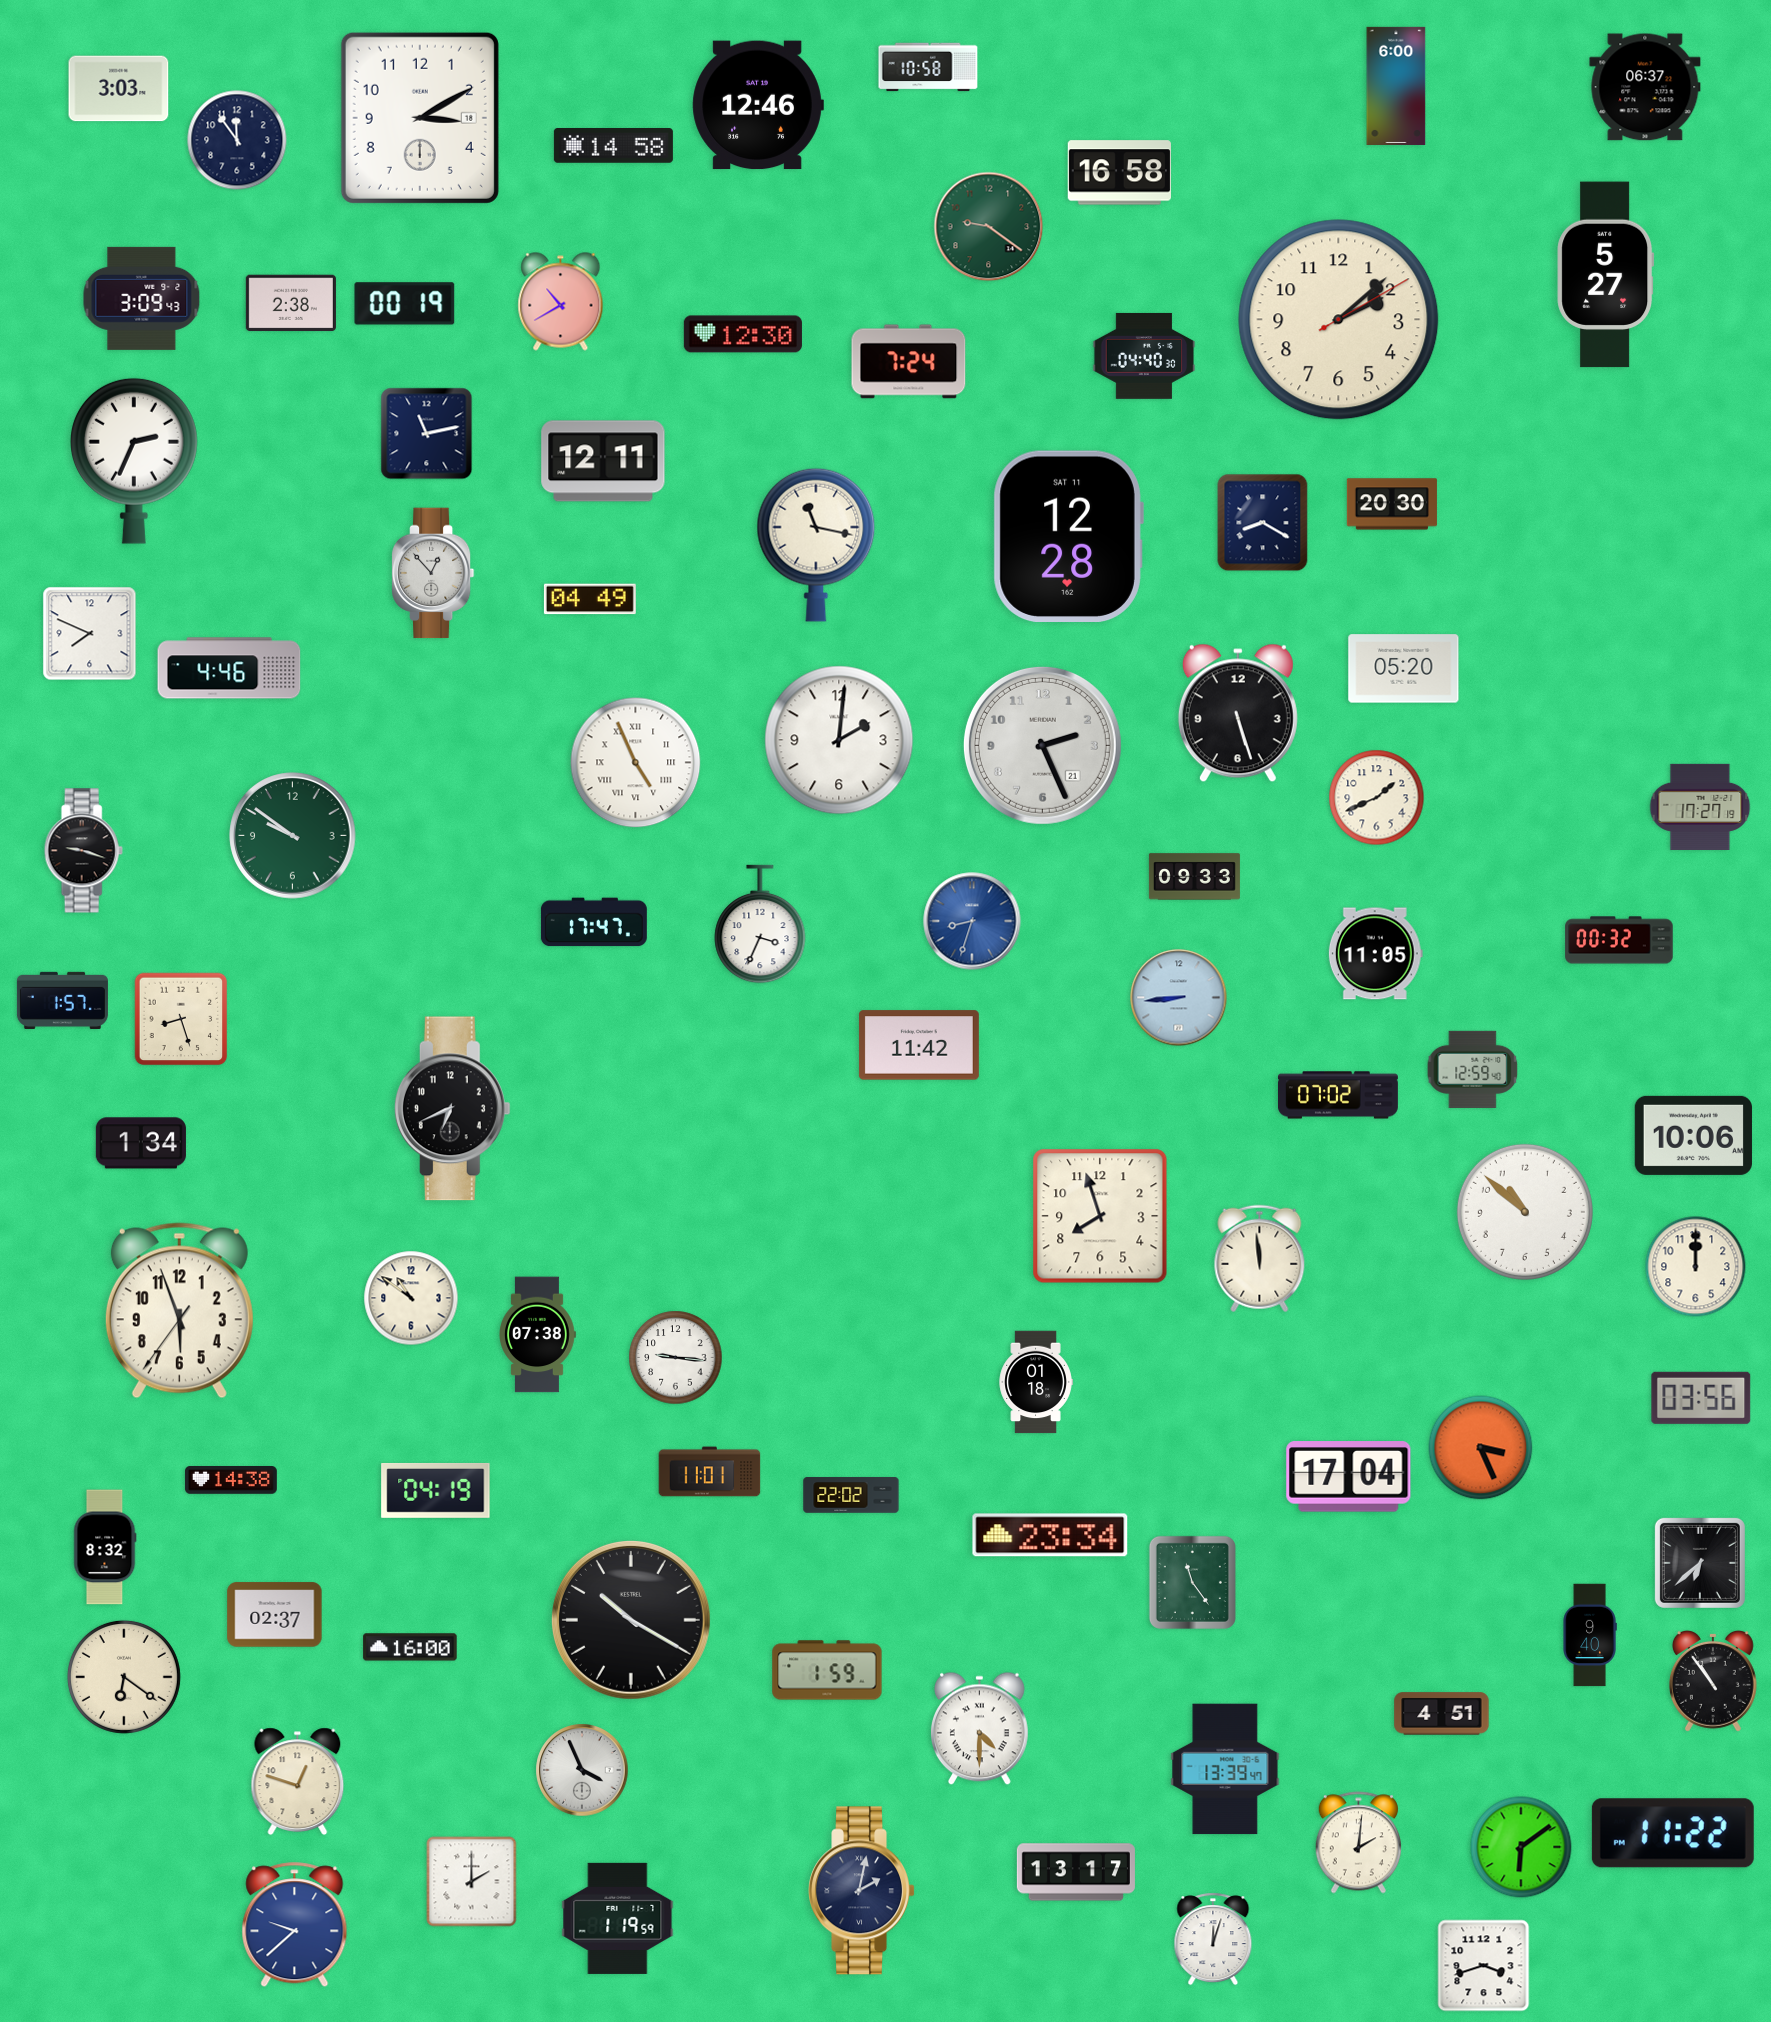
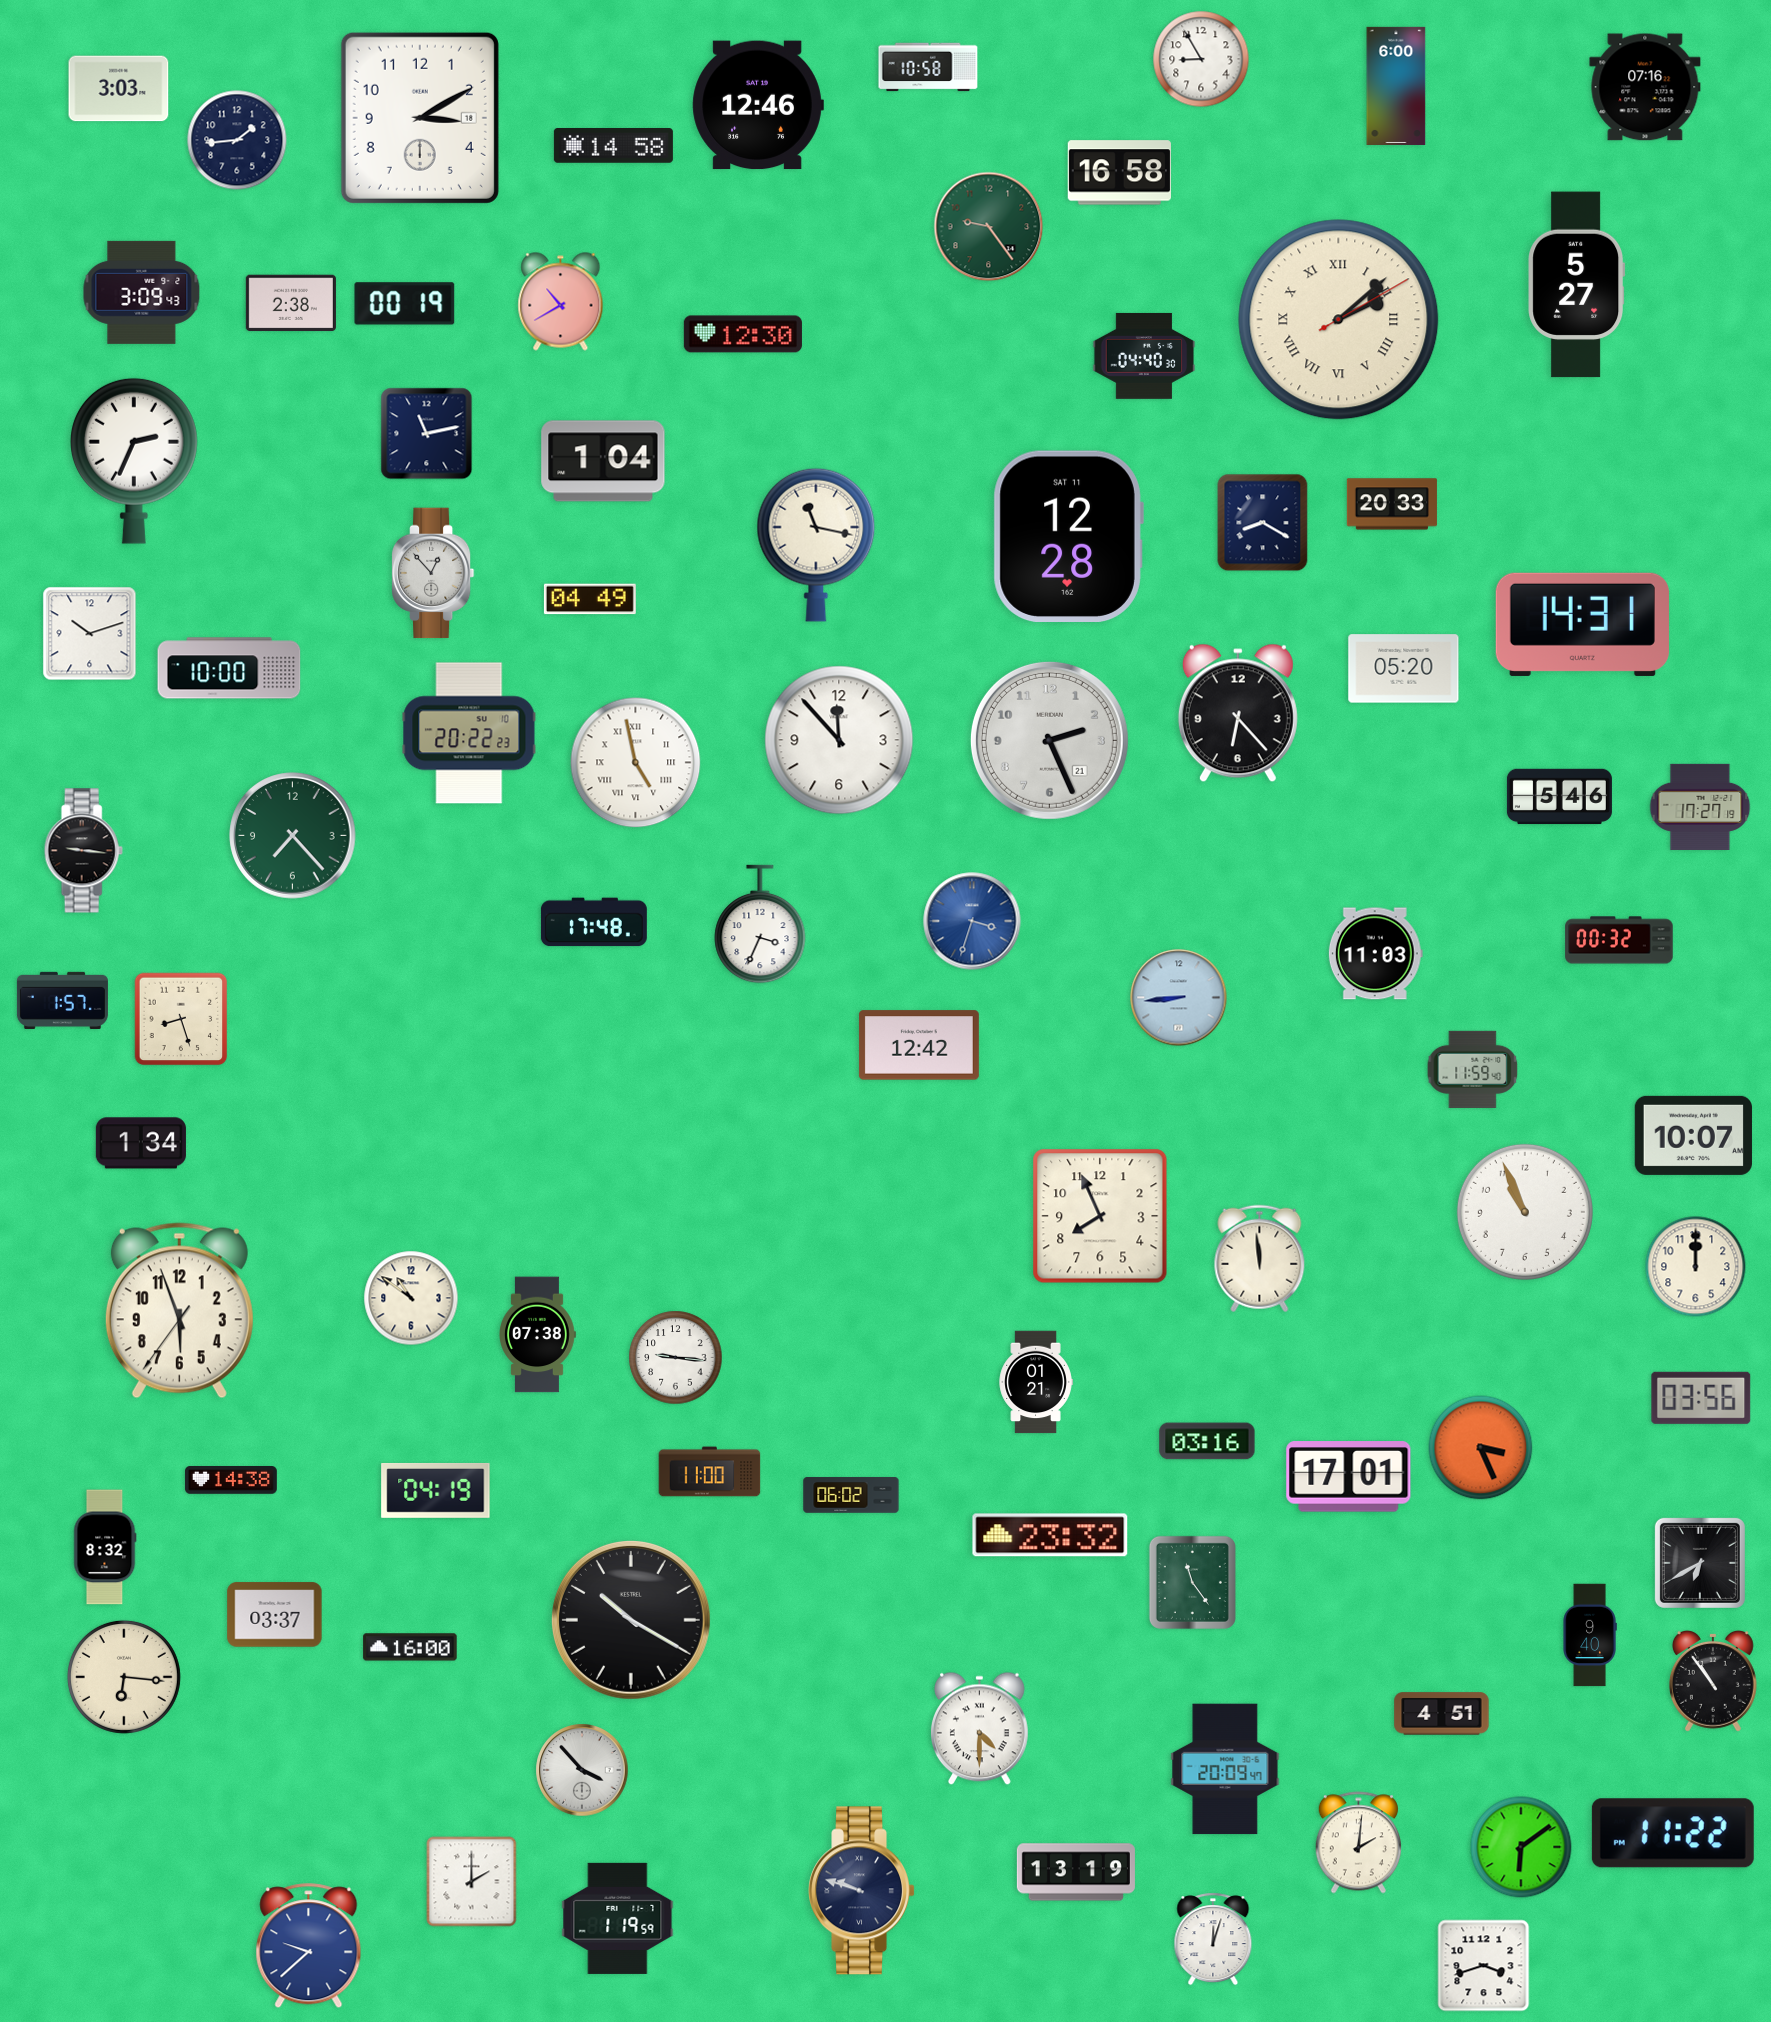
clock at (1201, 59): none -> 8:55
clock at (1645, 87): 06:37 -> 07:16
clock at (237, 140): 11:54 -> 1:44
clock at (989, 227): 9:21 -> 9:24
clock at (1606, 275) position: (1606, 275) -> (1577, 285)
clock at (142, 298) position: (142, 298) -> (142, 292)
clock at (1339, 320) numerals: Arabic -> Roman
clock at (909, 362): 7:24 -> none
clock at (603, 461): 12:11 -> 1:04
clock at (1392, 504): 20:30 -> 20:33
clock at (1582, 624): none -> 14:31
clock at (90, 634): 7:49 -> 10:12
clock at (229, 668): 4:46 -> 10:00
clock at (1238, 713): 5:27 -> 6:23
clock at (469, 733): none -> 20:22
clock at (839, 740): 2:01 -> 11:53
clock at (1042, 745) position: (1042, 745) -> (1049, 740)
clock at (636, 763): 4:56 -> 4:58
clock at (1559, 797): none -> 5:46
clock at (1377, 798): 1:41 -> none
clock at (293, 836): 9:51 -> 7:23
clock at (83, 851): 9:18 -> 9:16
clock at (1194, 877): 09:33 -> none
clock at (972, 921): 8:33 -> 3:33
clock at (594, 922): 17:47 -> 17:48
clock at (1375, 954): 11:05 -> 11:03
clock at (919, 1045): 11:42 -> 12:42
clock at (1473, 1069): 12:59 -> 11:59
clock at (1338, 1095): 07:02 -> none
clock at (452, 1109): 6:41 -> none
clock at (1693, 1135): 10:06 -> 10:07
clock at (1525, 1212): 10:52 -> 10:56
clock at (1100, 1216): 7:57 -> 7:56
clock at (1036, 1382): 01:18 -> 01:21
clock at (1207, 1441): none -> 03:16
clock at (710, 1472): 11:01 -> 11:00
clock at (1349, 1477): 17:04 -> 17:01
clock at (851, 1495): 22:02 -> 06:02
clock at (1050, 1535): 23:34 -> 23:32
clock at (1700, 1563): 6:38 -> 6:40
clock at (275, 1615): 02:37 -> 03:37
clock at (827, 1670): 1:59 -> none
clock at (124, 1677): 6:21 -> 6:16
clock at (1225, 1769): 13:39 -> 20:09
clock at (582, 1770): 3:56 -> 3:53
clock at (298, 1782): 12:48 -> none
clock at (1076, 1872): 13:17 -> 13:19
clock at (862, 1891): 2:02 -> 9:48
clock at (295, 1925) position: (295, 1925) -> (309, 1946)
